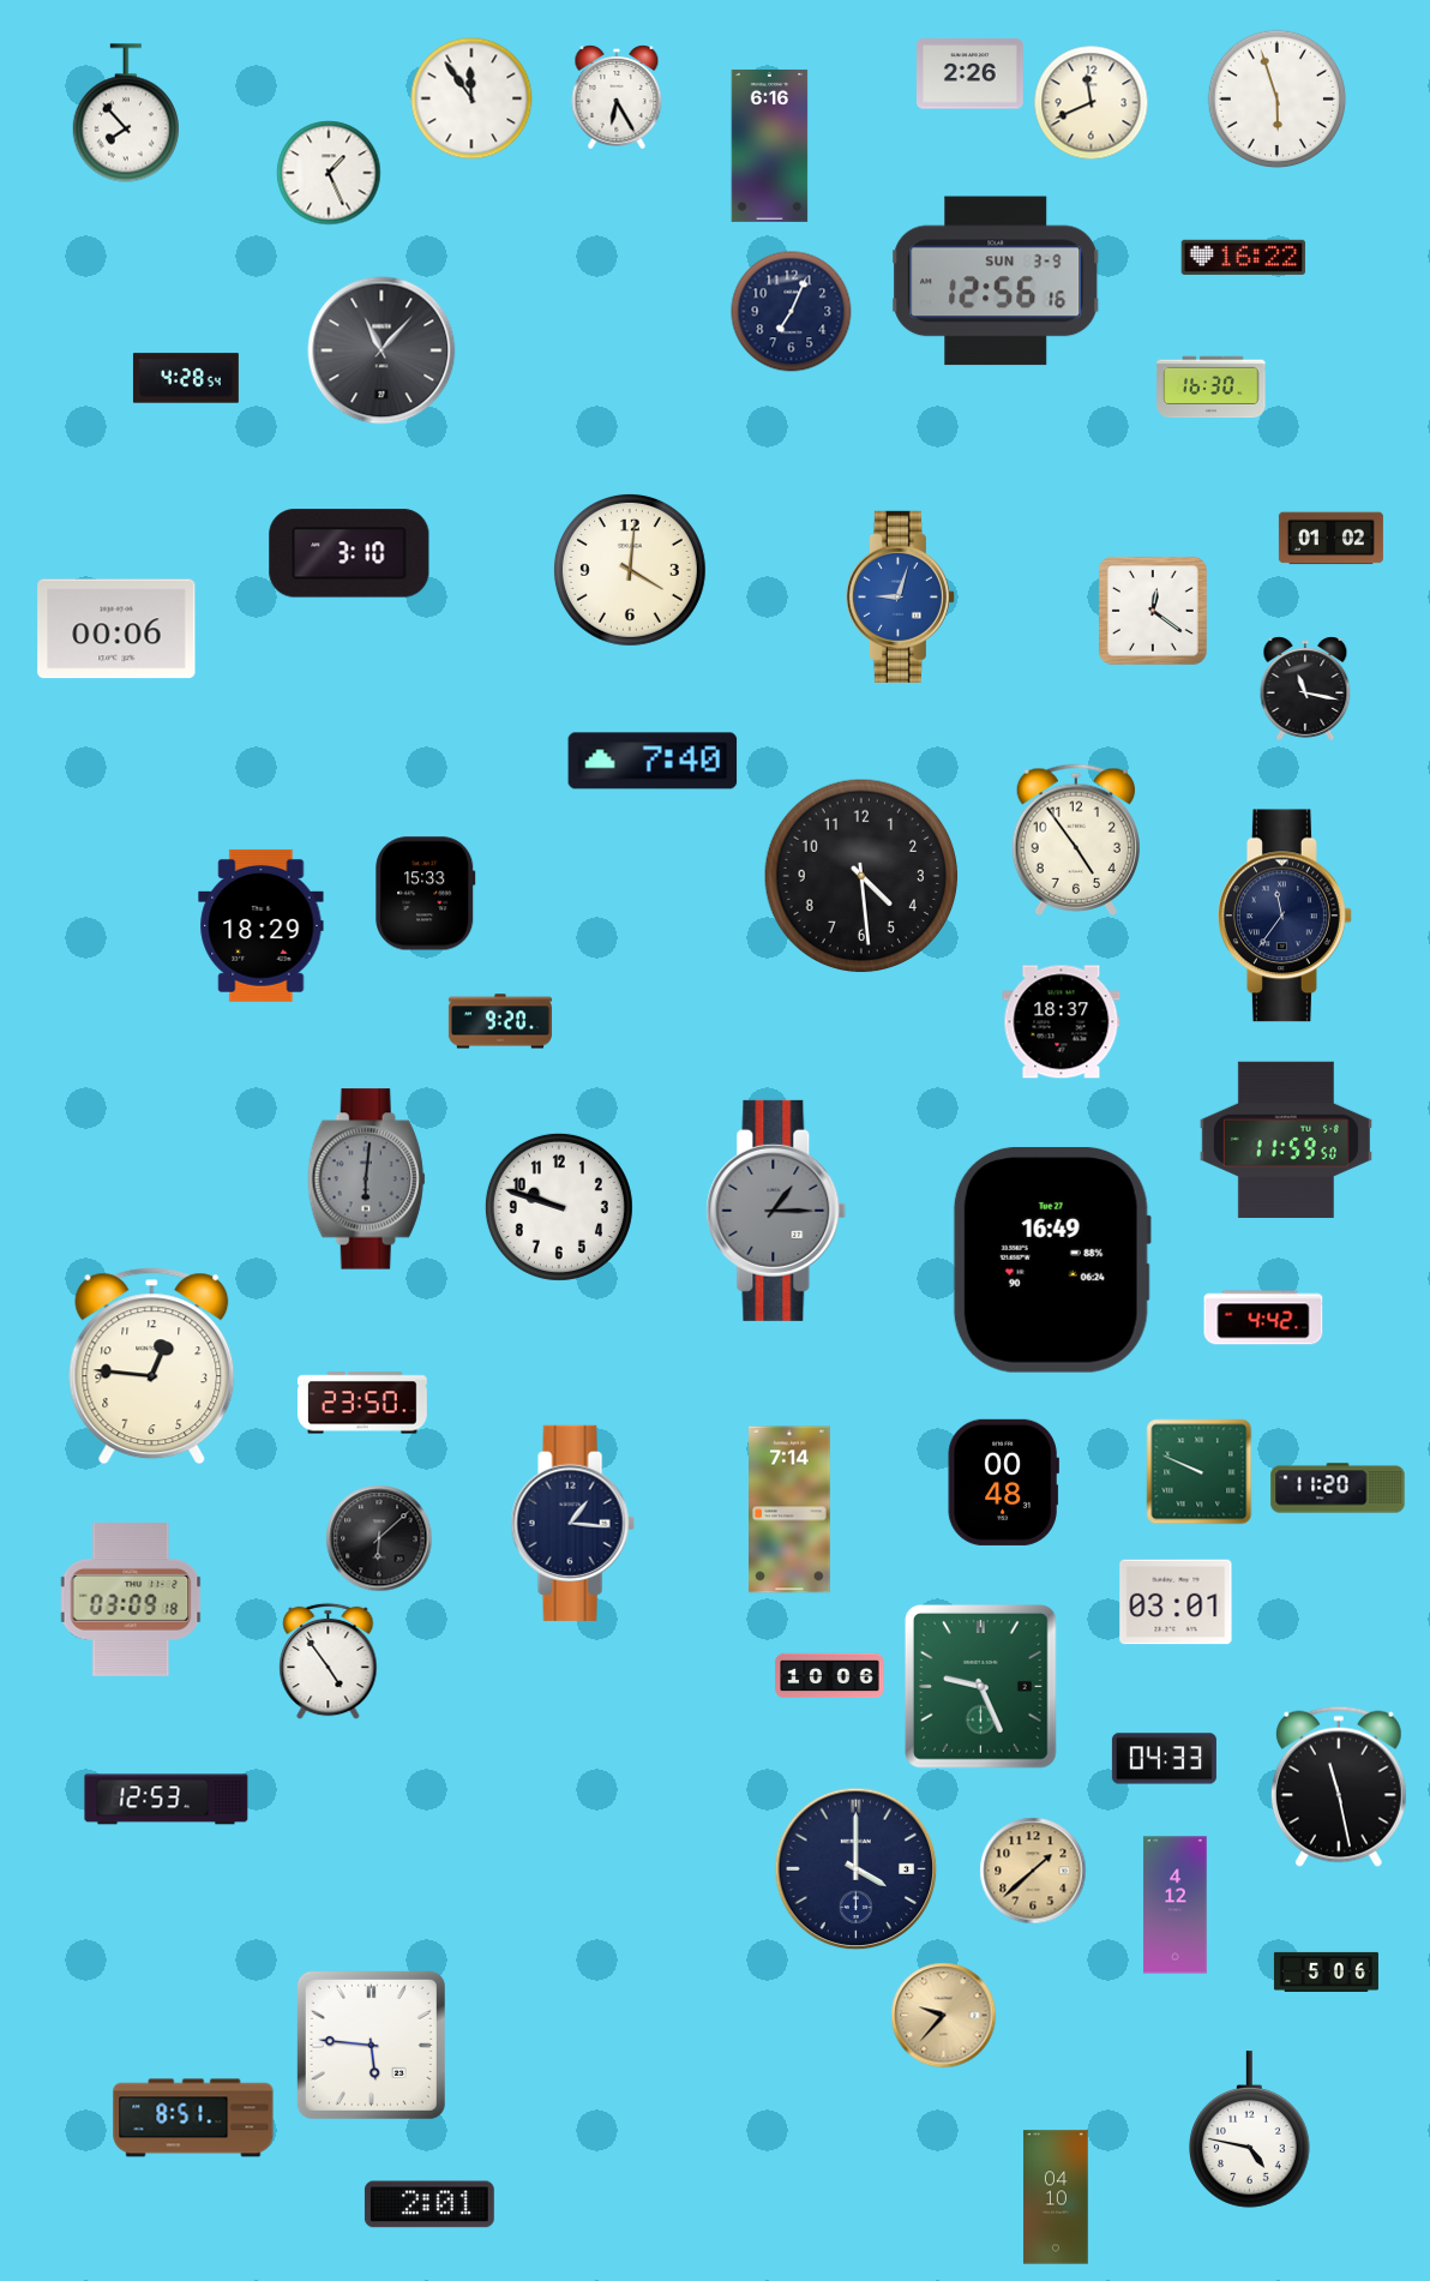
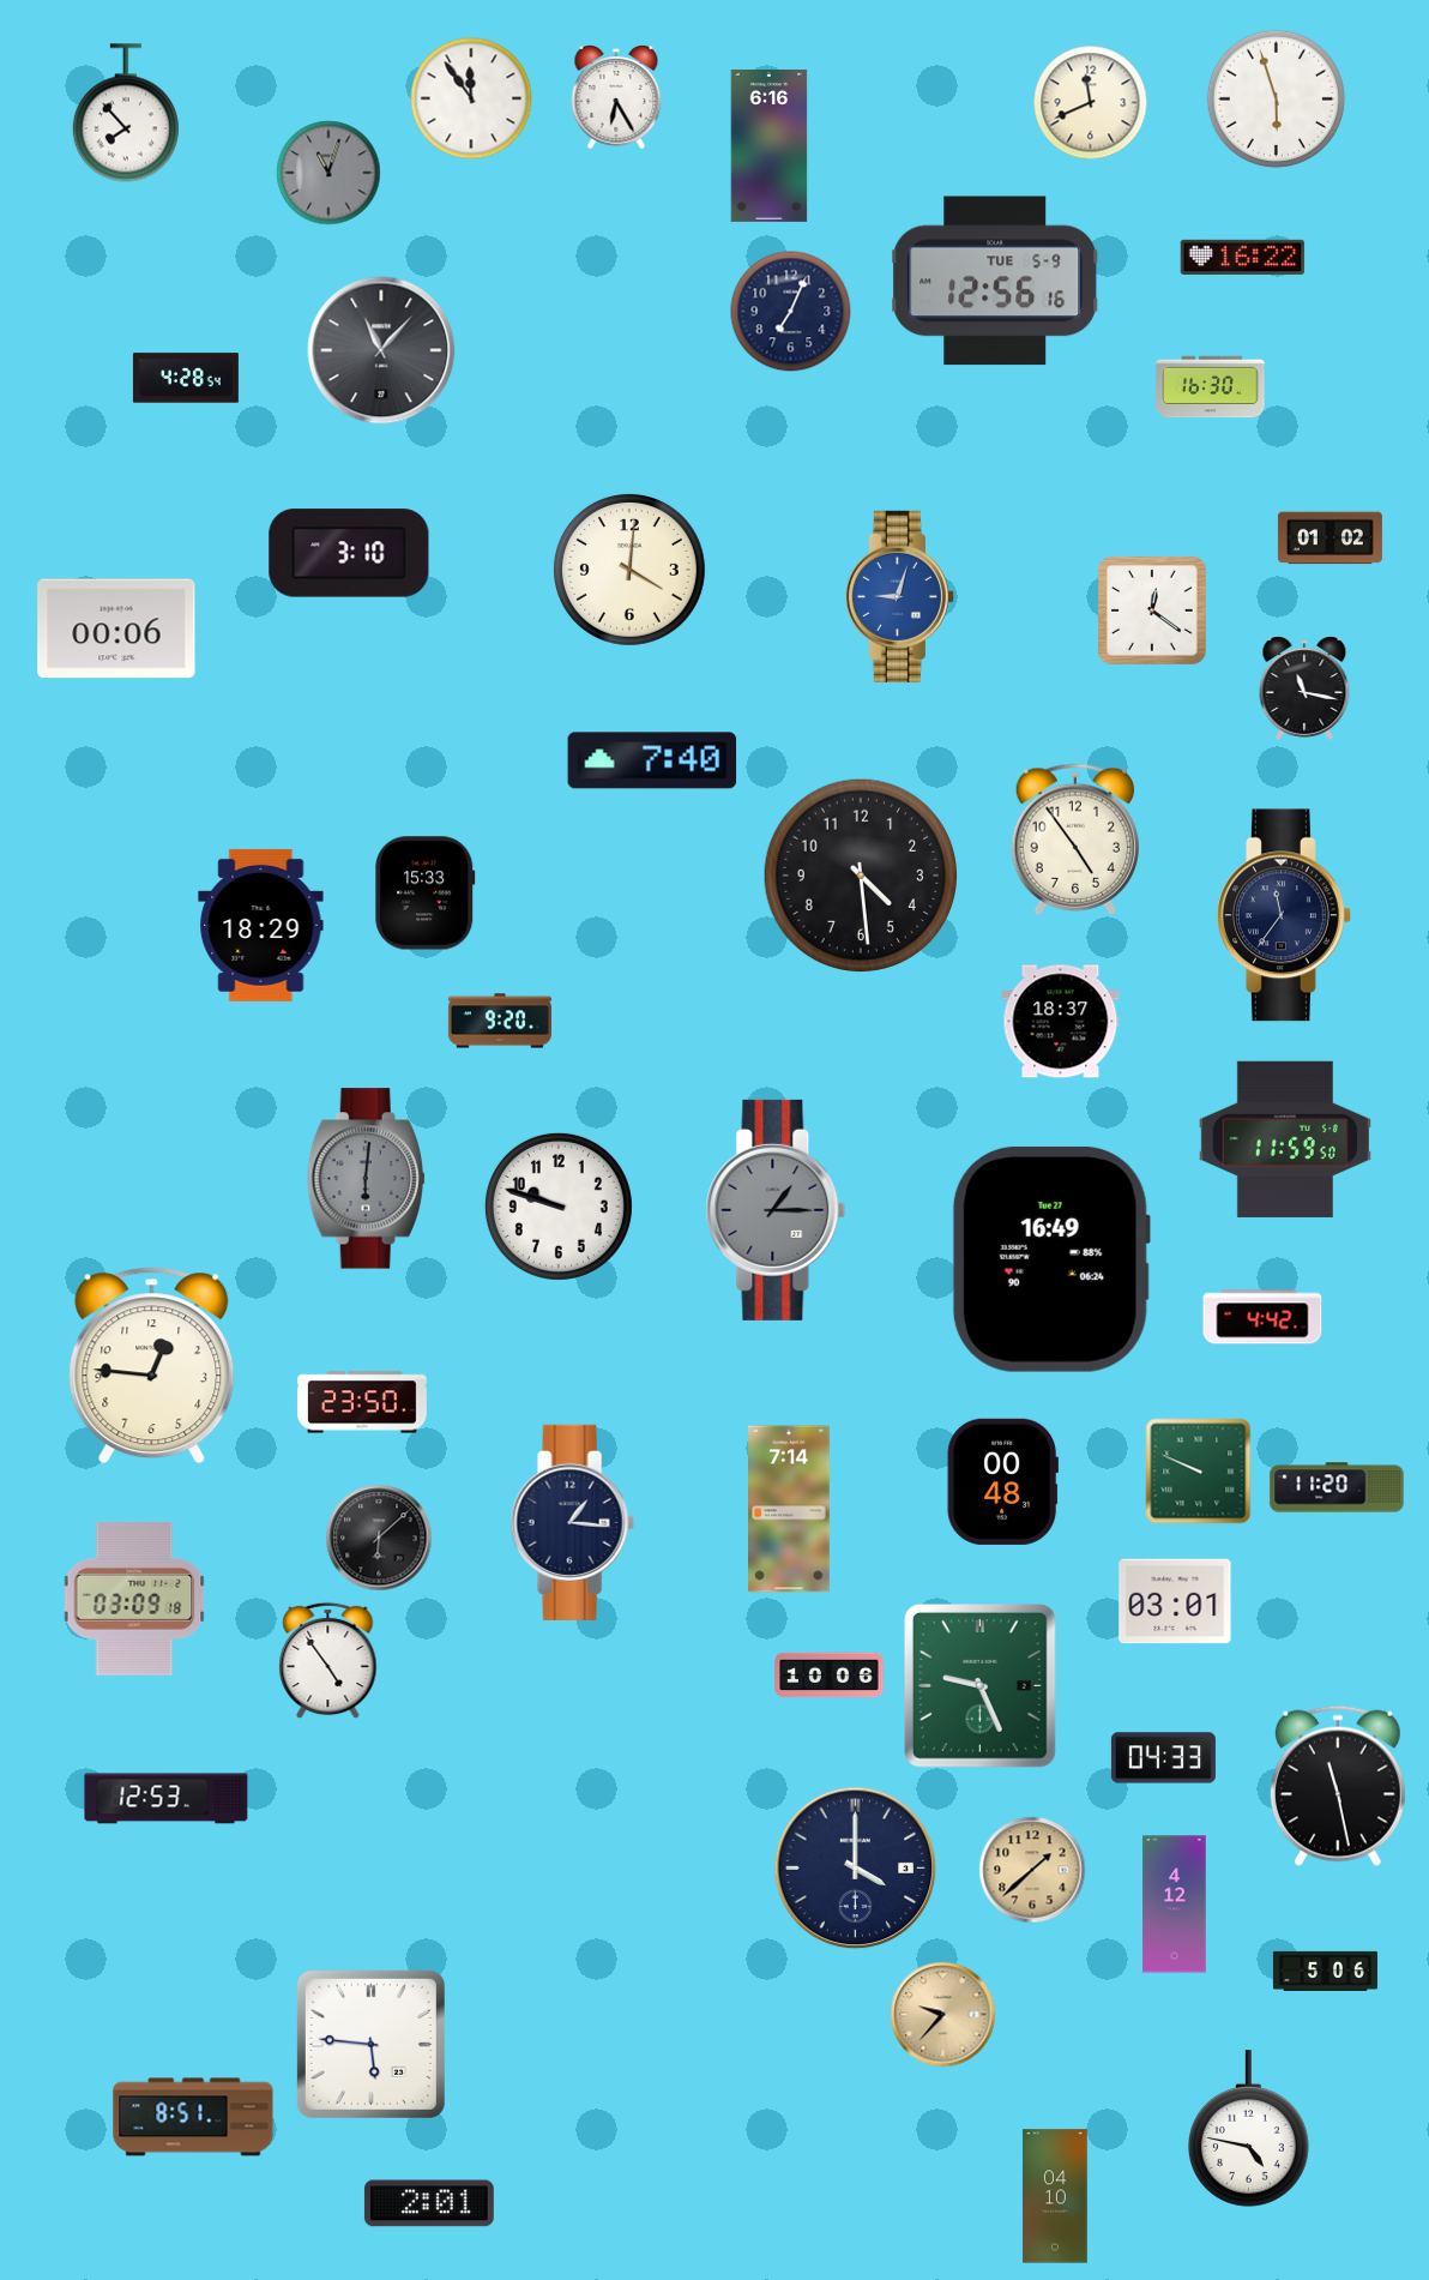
clock at (971, 74): 2:26 -> none
clock at (329, 173): 1:26 -> 11:03
clock at (329, 173) dial: white -> grey
clock at (997, 281) date: SUN 3-9 -> TUE 5-9
clock at (131, 1599) position: (131, 1599) -> (134, 1599)
